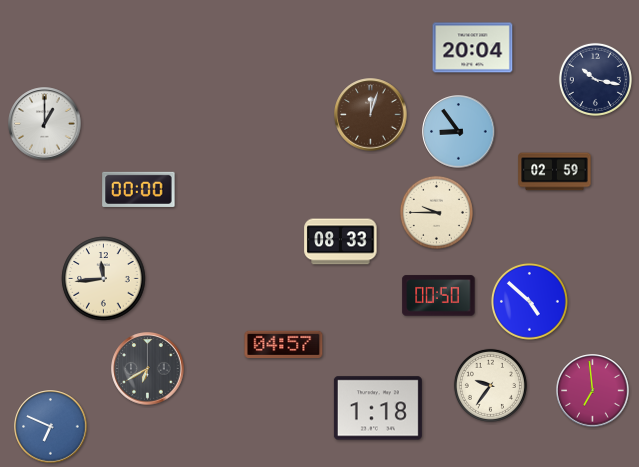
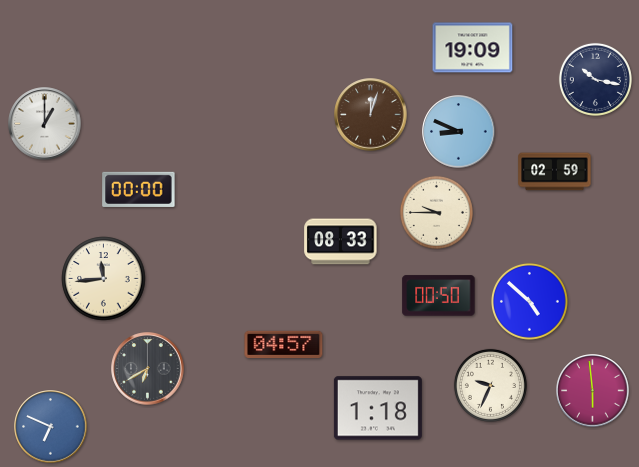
clock at (473, 48): 20:04 -> 19:09
clock at (459, 132): 8:54 -> 8:49
clock at (490, 385): 9:36 -> 9:34
clock at (593, 391): 6:59 -> 5:59
